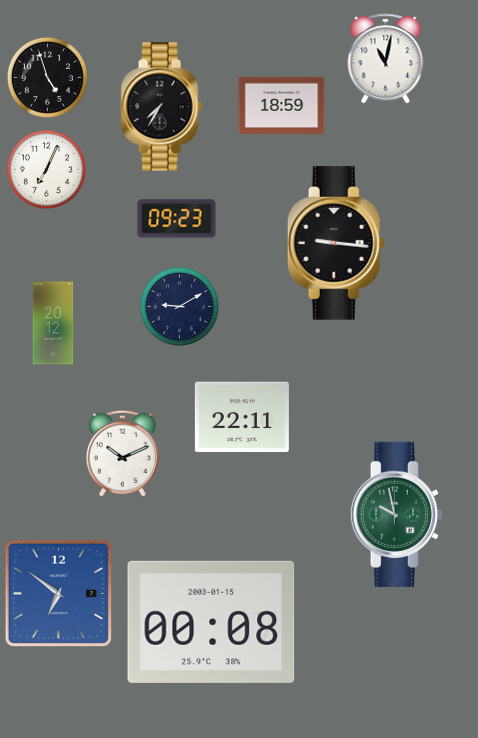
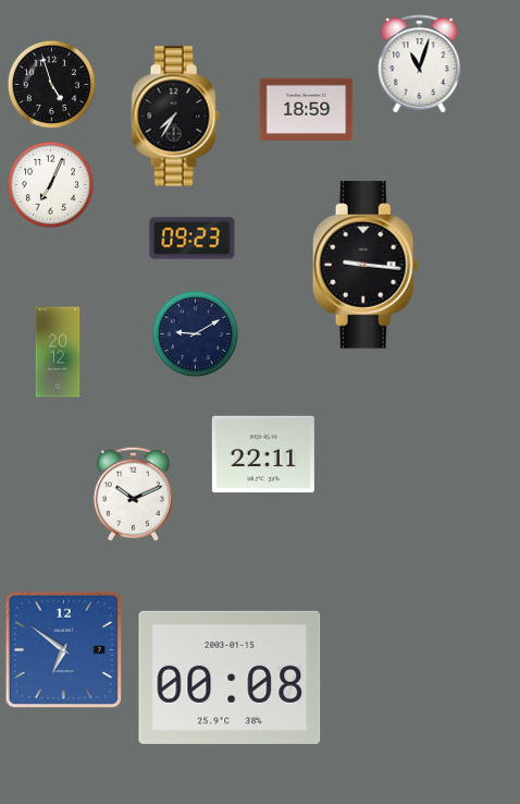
clock at (386, 59): 11:02 -> 11:03
clock at (282, 106) position: (282, 106) -> (307, 110)
clock at (396, 514): 9:58 -> none
clock at (58, 593) position: (58, 593) -> (63, 649)
